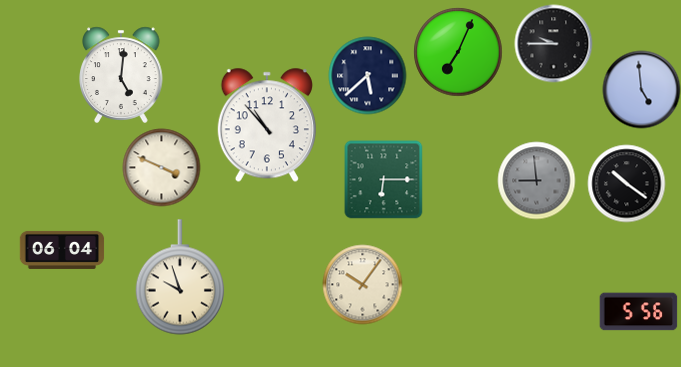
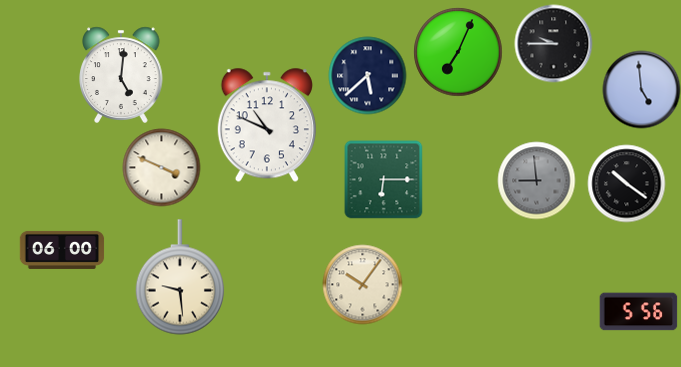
clock at (267, 125): 10:53 -> 10:49
clock at (62, 250): 06:04 -> 06:00
clock at (180, 277): 9:57 -> 9:29
